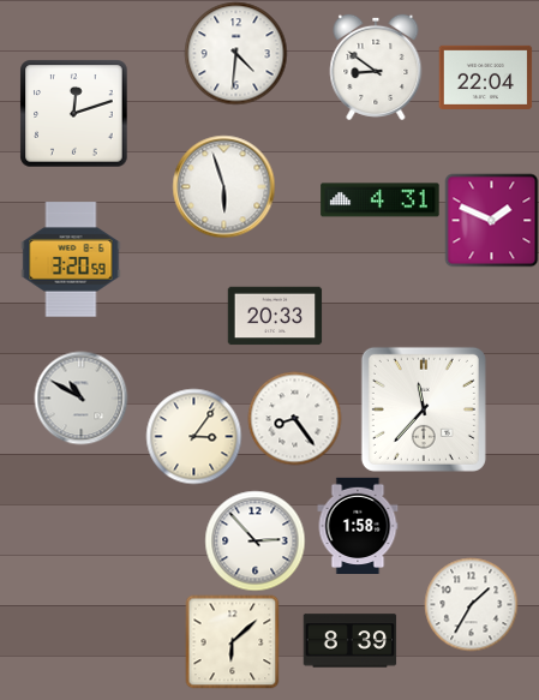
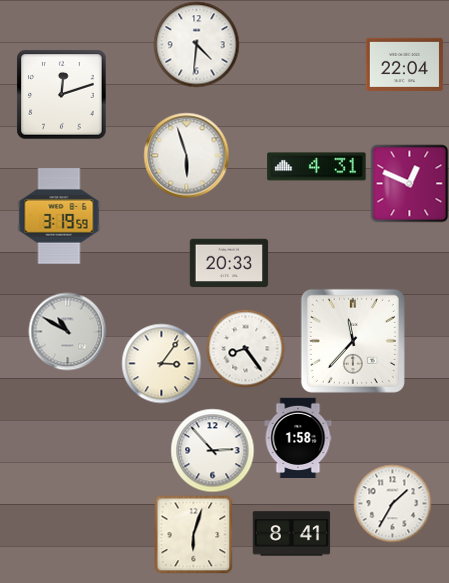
clock at (376, 67): 8:51 -> none
clock at (491, 220): 1:49 -> 12:49
clock at (71, 259): 3:20 -> 3:19
clock at (232, 641): 6:08 -> 6:03
clock at (349, 641): 8:39 -> 8:41
